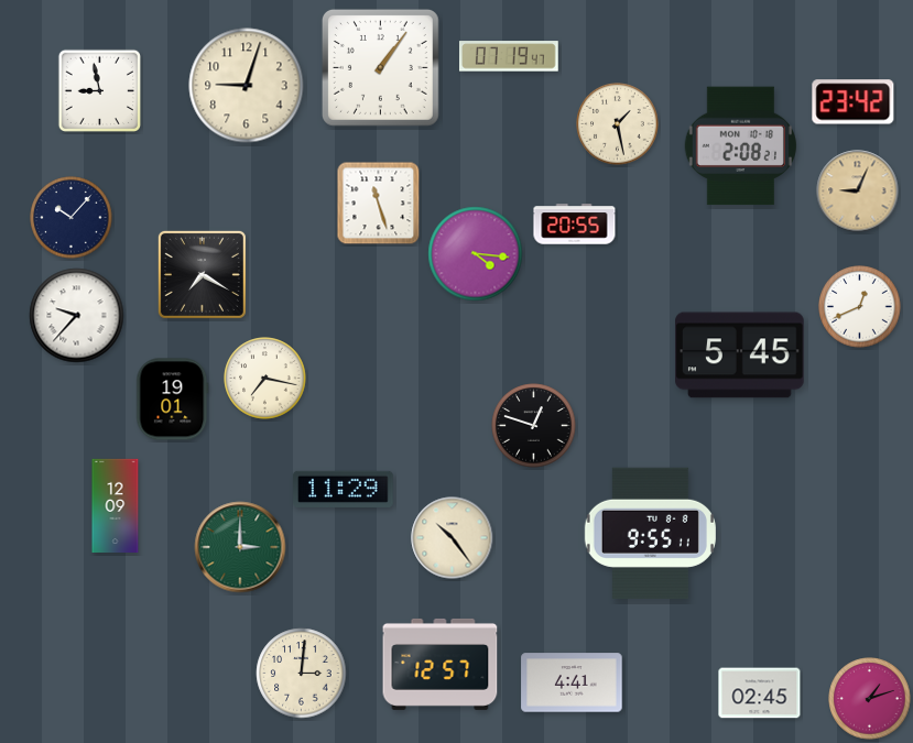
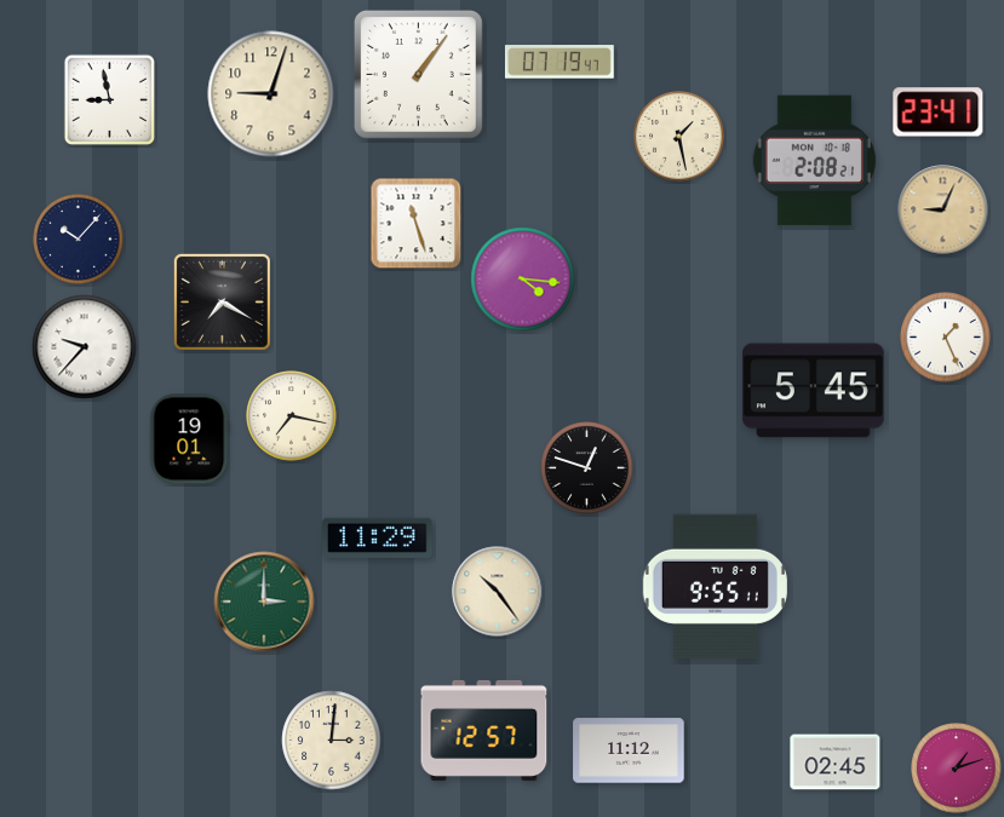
clock at (854, 102): 23:42 -> 23:41
clock at (575, 225): 20:55 -> none
clock at (860, 307): 12:41 -> 1:26
clock at (116, 506): 12:09 -> none
clock at (572, 682): 4:41 -> 11:12
